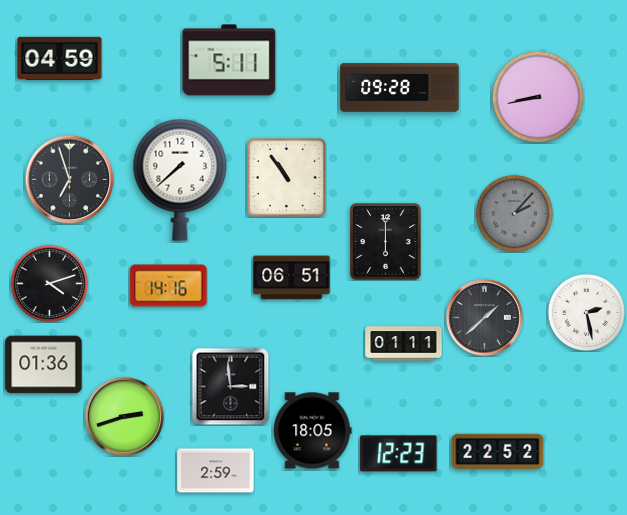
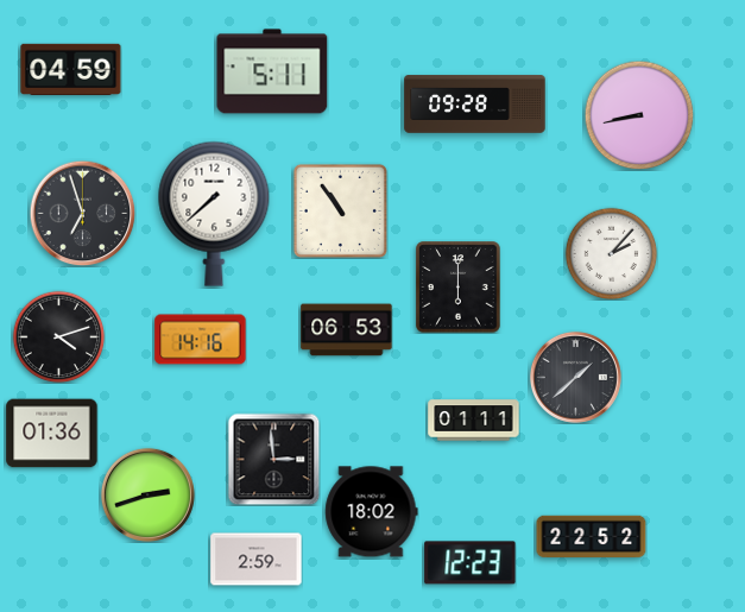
clock at (514, 213) dial: grey -> white
clock at (292, 278): 06:51 -> 06:53
clock at (586, 312): 2:28 -> none
clock at (404, 344) position: (404, 344) -> (474, 421)
clock at (313, 431): 18:05 -> 18:02
clock at (399, 454) position: (399, 454) -> (471, 563)
